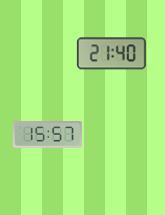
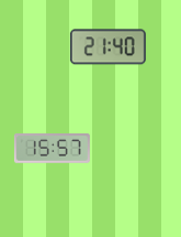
clock at (111, 54) position: (111, 54) -> (108, 47)
